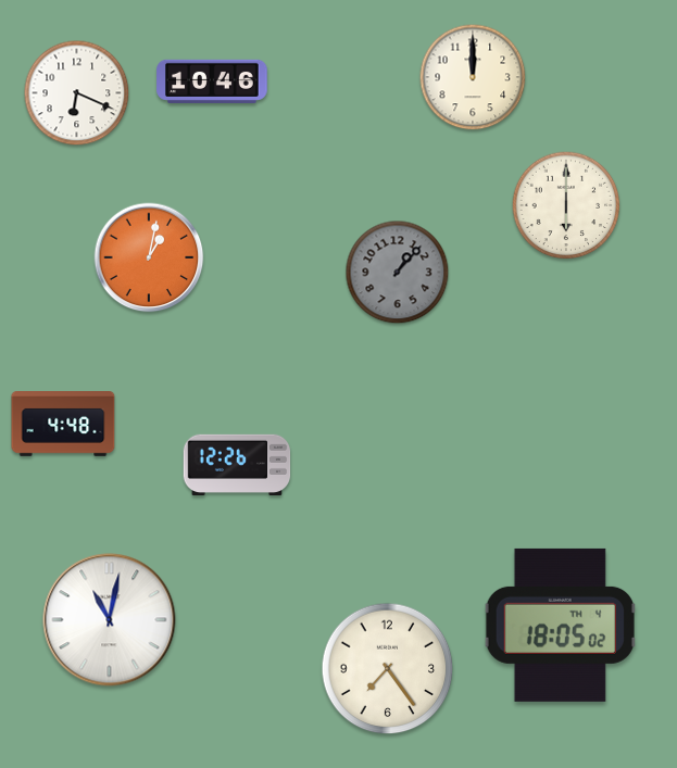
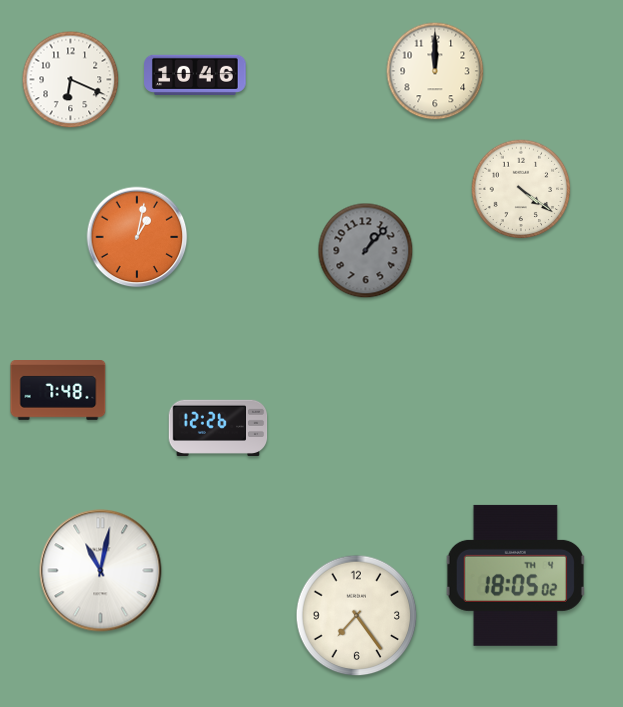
clock at (77, 93) position: (77, 93) -> (71, 80)
clock at (566, 205): 6:00 -> 4:21
clock at (63, 425): 4:48 -> 7:48
